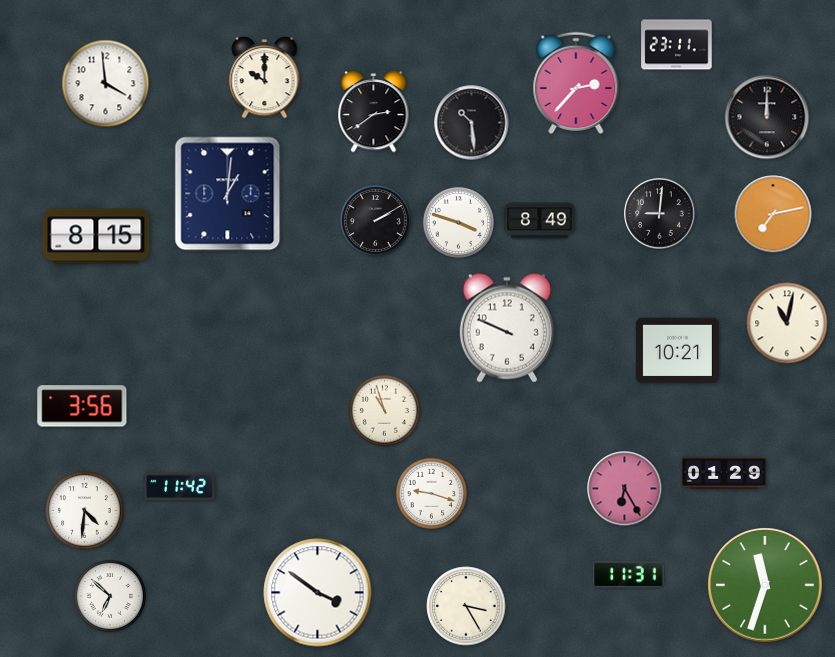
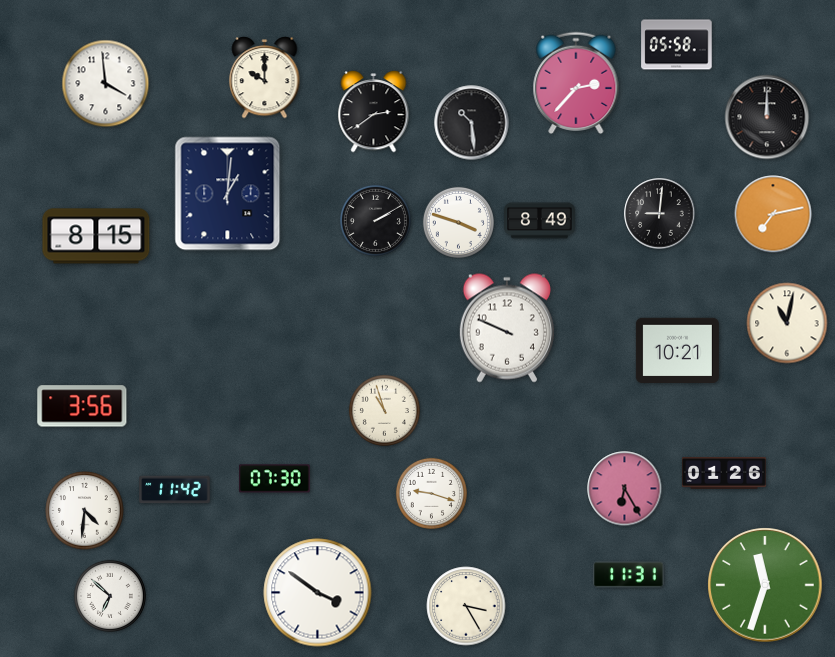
clock at (677, 45): 23:11 -> 05:58
clock at (724, 474): 01:29 -> 01:26
clock at (275, 479): none -> 07:30
clock at (180, 487) position: (180, 487) -> (175, 490)
